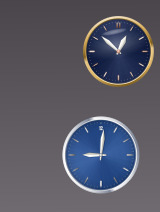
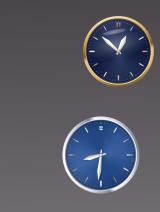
clock at (101, 155): 9:01 -> 8:31
